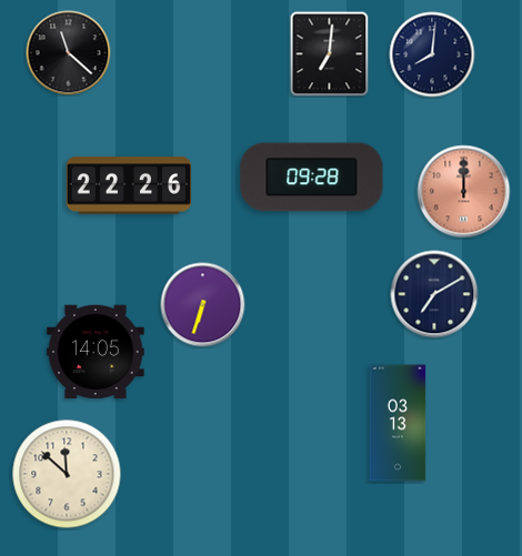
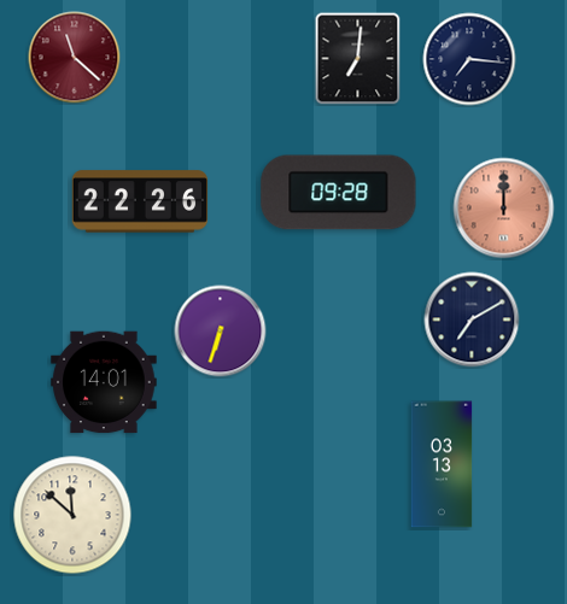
clock at (69, 53) dial: black -> burgundy
clock at (432, 54): 8:01 -> 7:16
clock at (96, 352): 14:05 -> 14:01
clock at (398, 423) position: (398, 423) -> (442, 464)
